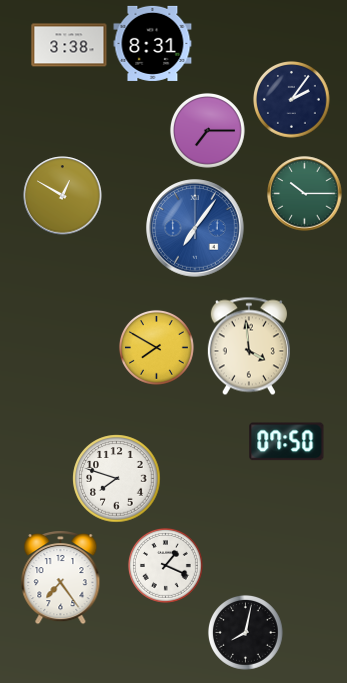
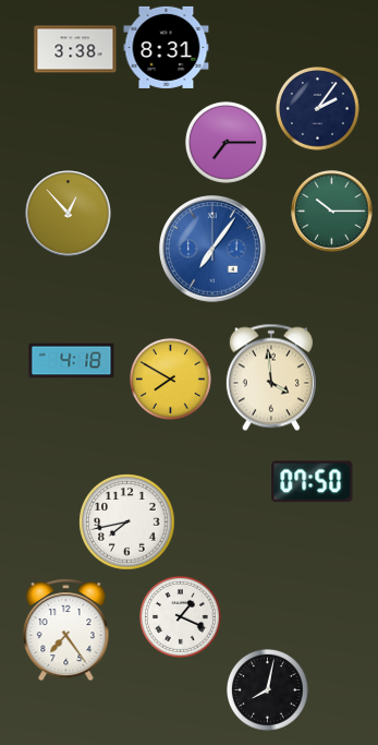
clock at (63, 196): 12:50 -> 12:53
clock at (72, 361): none -> 4:18
clock at (117, 479): 7:48 -> 7:43
